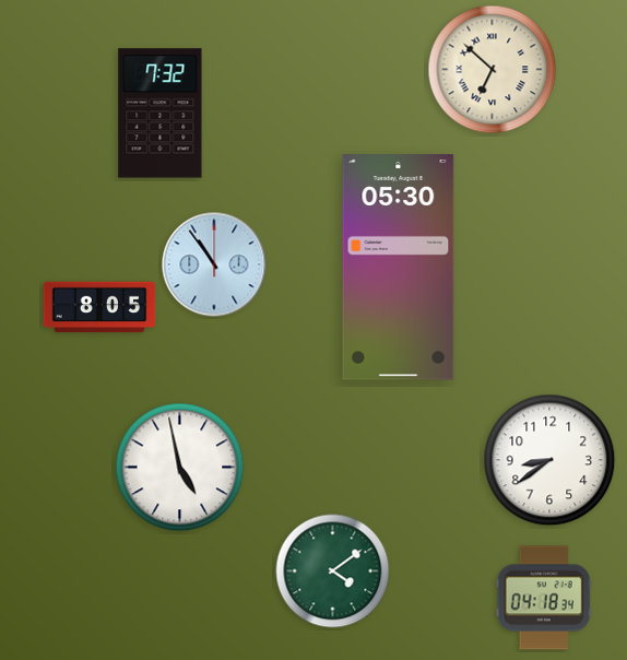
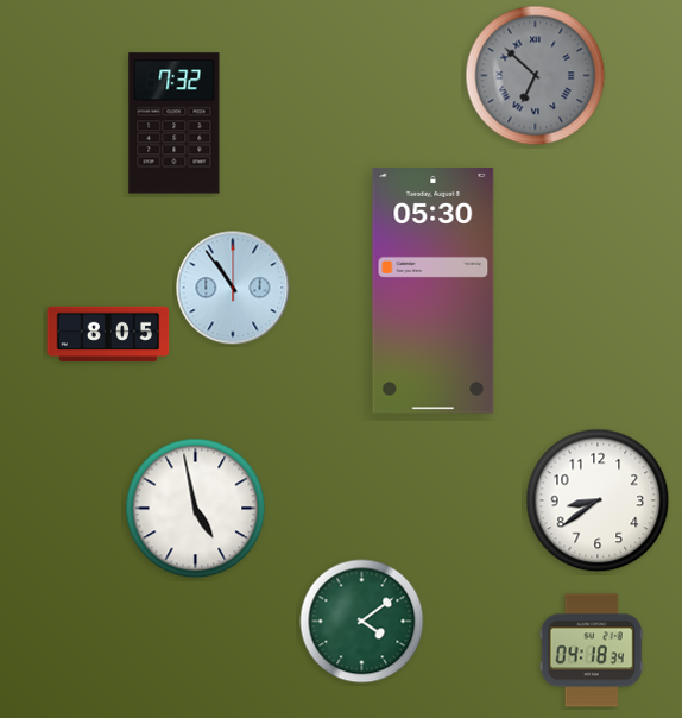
clock at (493, 70) dial: cream -> grey
